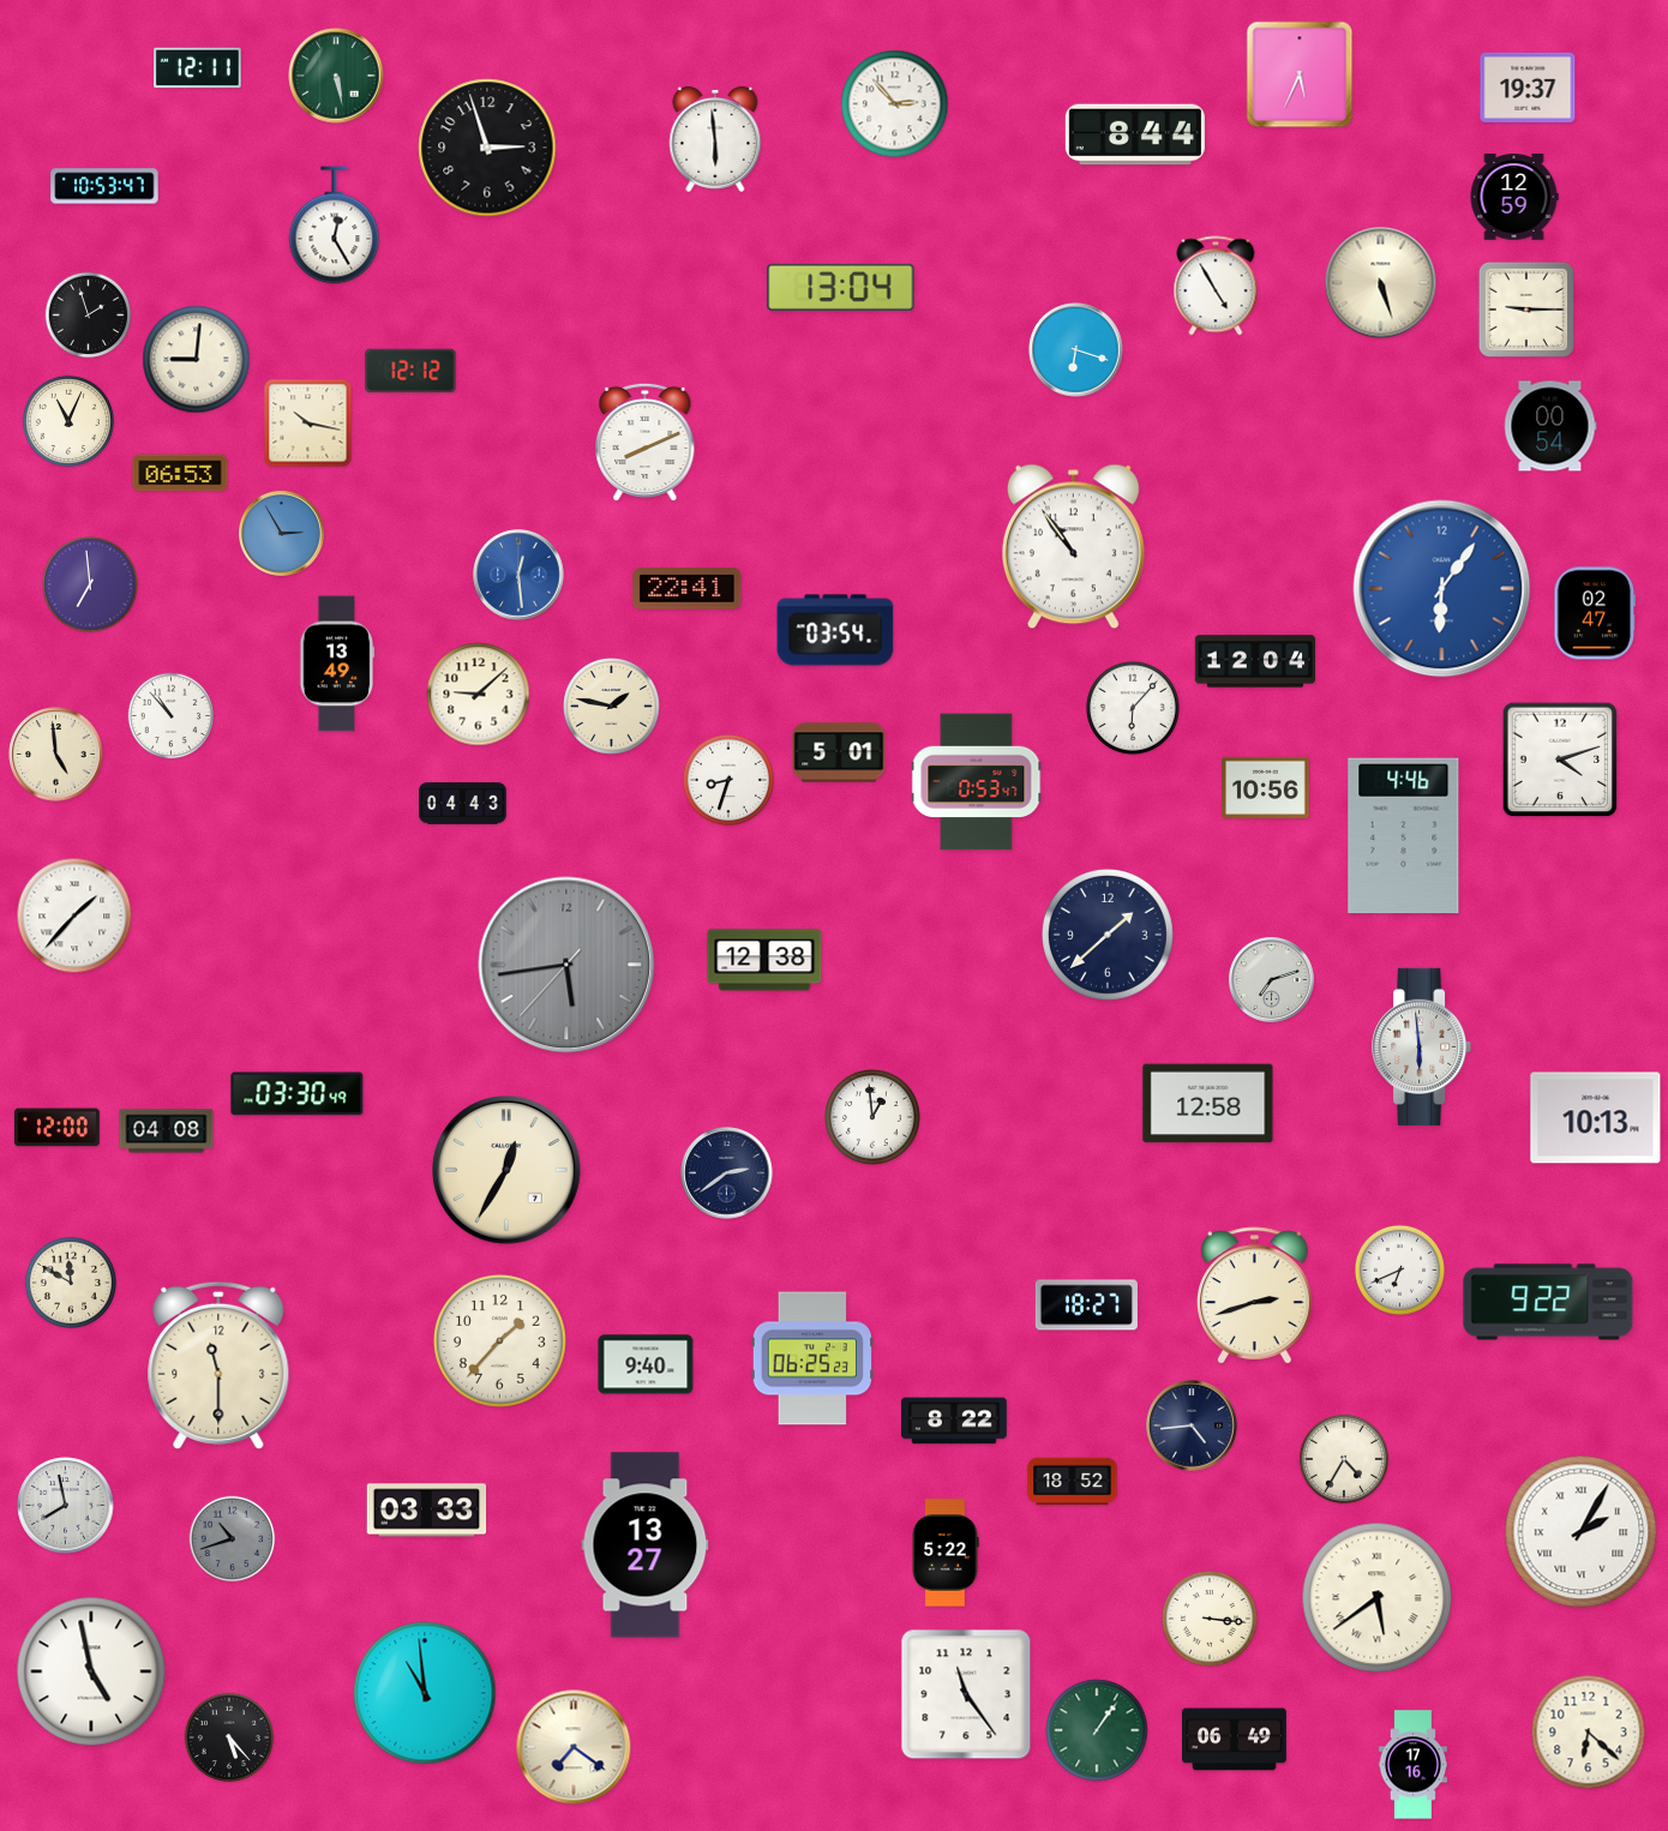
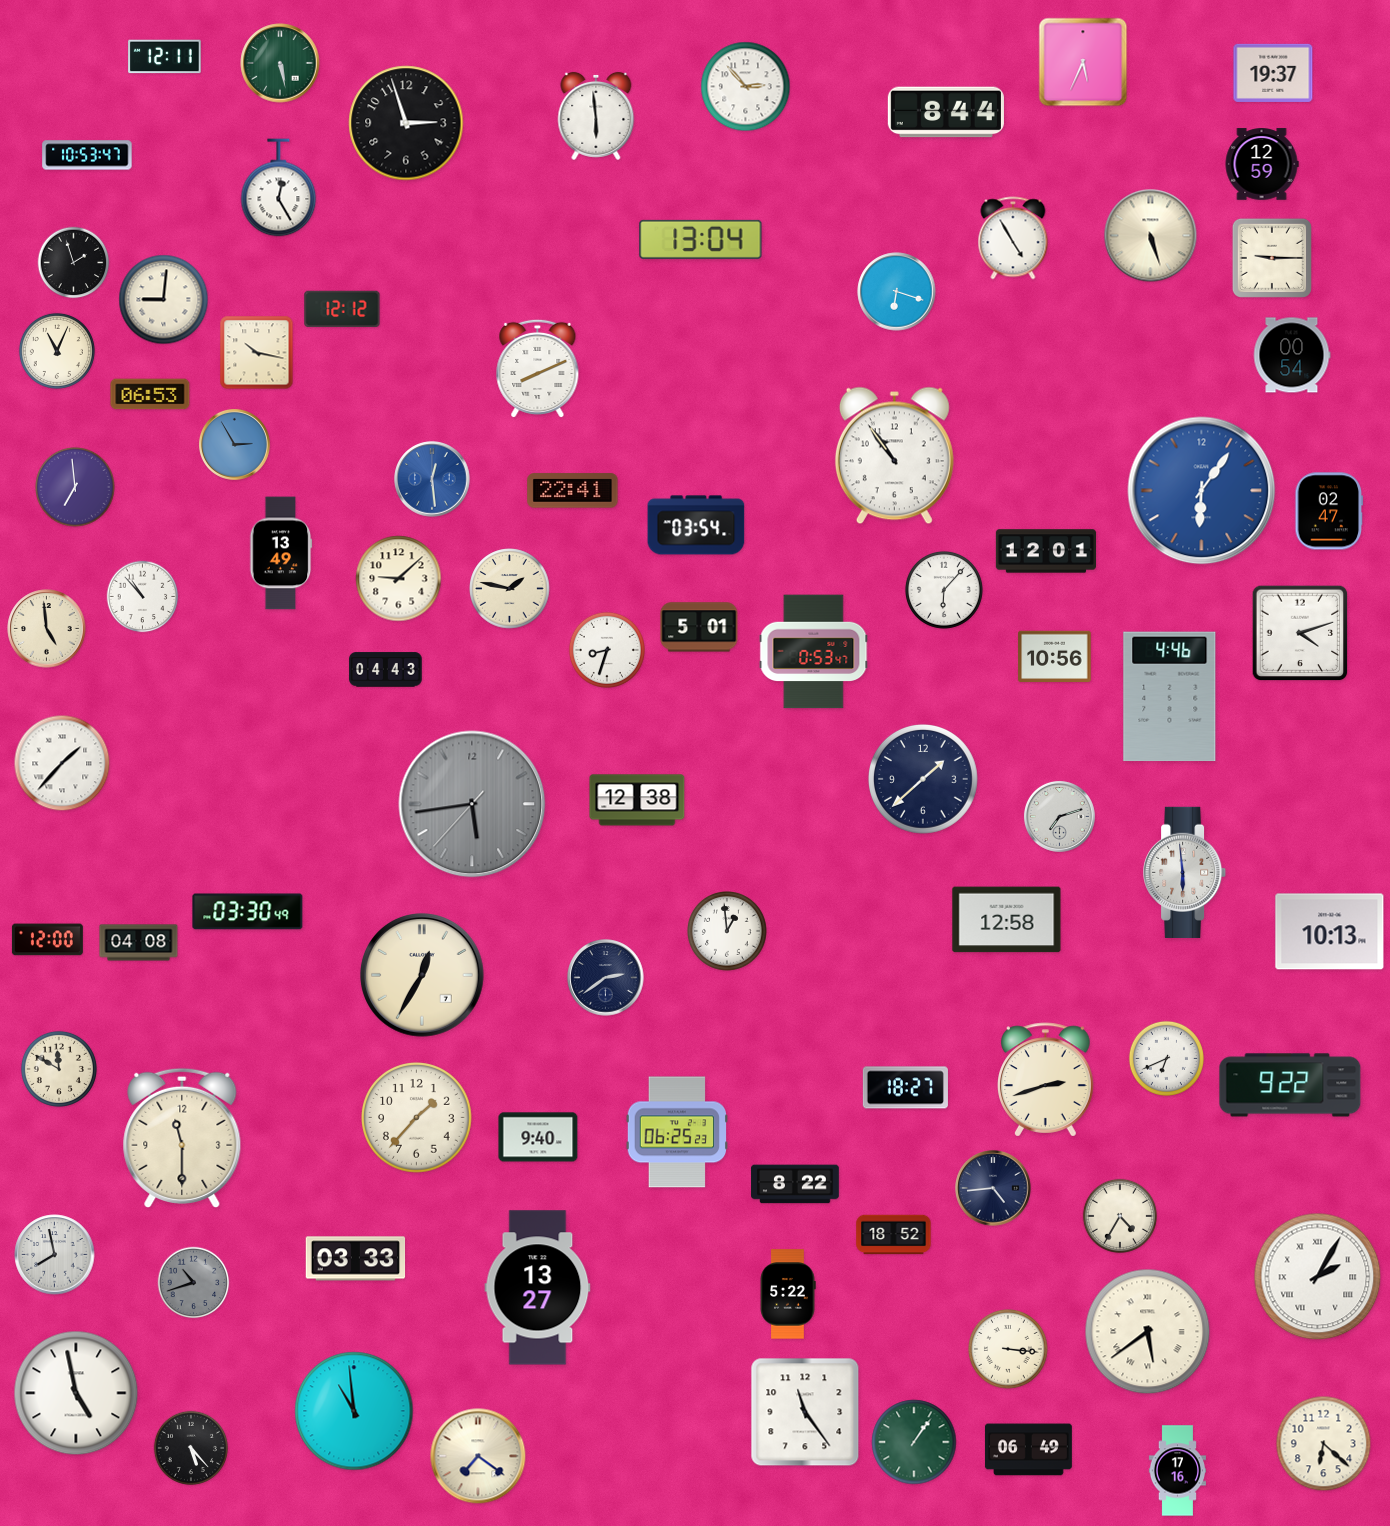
clock at (1254, 661): 12:04 -> 12:01
